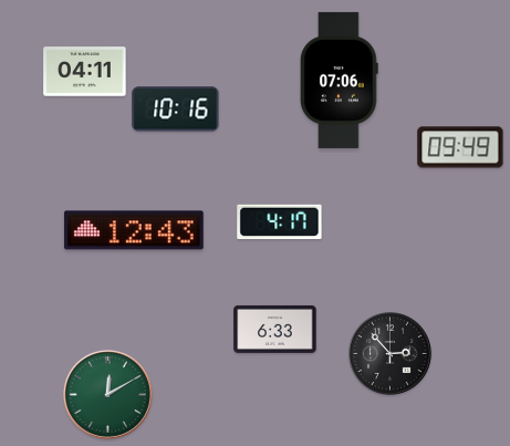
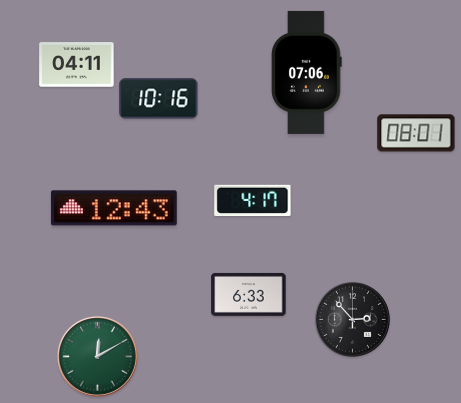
clock at (460, 147): 09:49 -> 08:01
clock at (134, 230) position: (134, 230) -> (114, 208)
clock at (275, 329) position: (275, 329) -> (249, 294)
